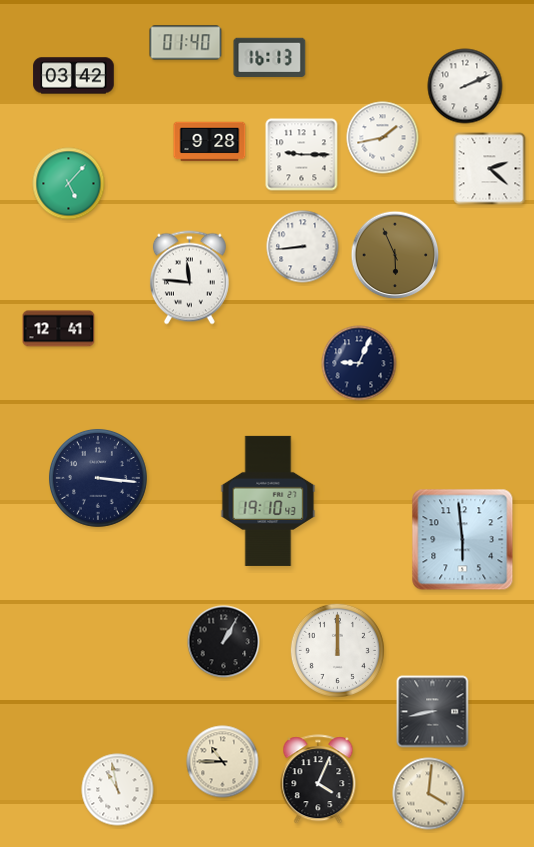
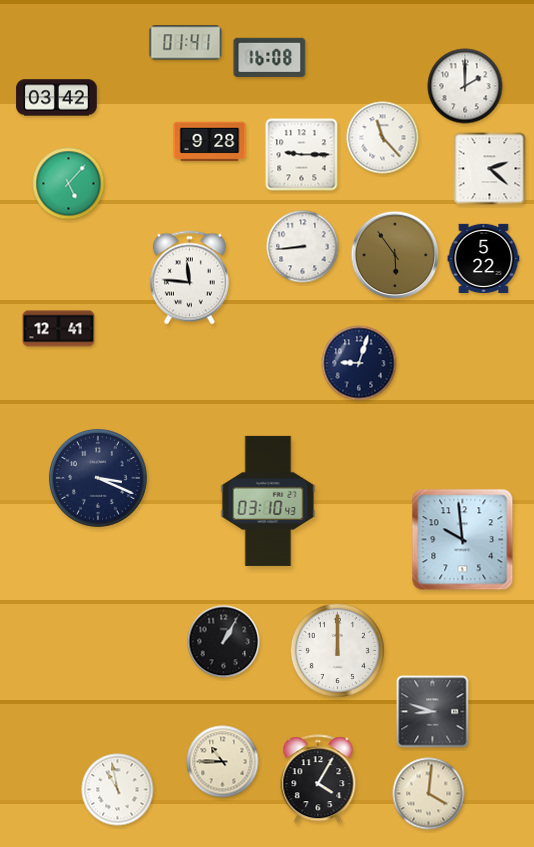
clock at (186, 43): 01:40 -> 01:41
clock at (270, 57): 16:13 -> 16:08
clock at (74, 76) position: (74, 76) -> (57, 98)
clock at (465, 86): 2:11 -> 2:00
clock at (383, 138): 1:43 -> 11:23
clock at (395, 255): 5:56 -> 5:54
clock at (484, 258): none -> 5:22
clock at (359, 363): 9:04 -> 9:03
clock at (98, 478): 3:16 -> 3:19
clock at (268, 501): 19:10 -> 03:10
clock at (463, 540): 5:59 -> 9:59
clock at (433, 712): 8:43 -> 8:48
clock at (318, 780): 4:04 -> 4:05
